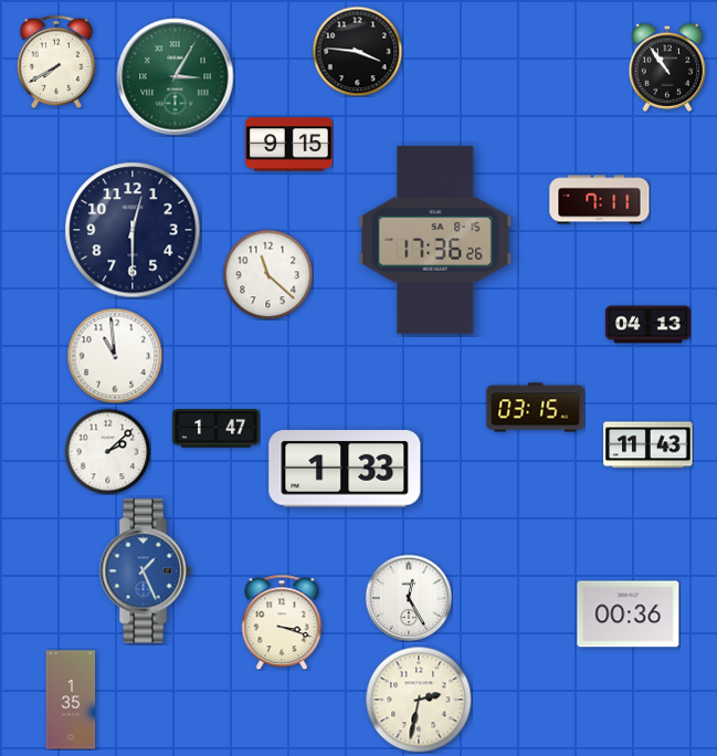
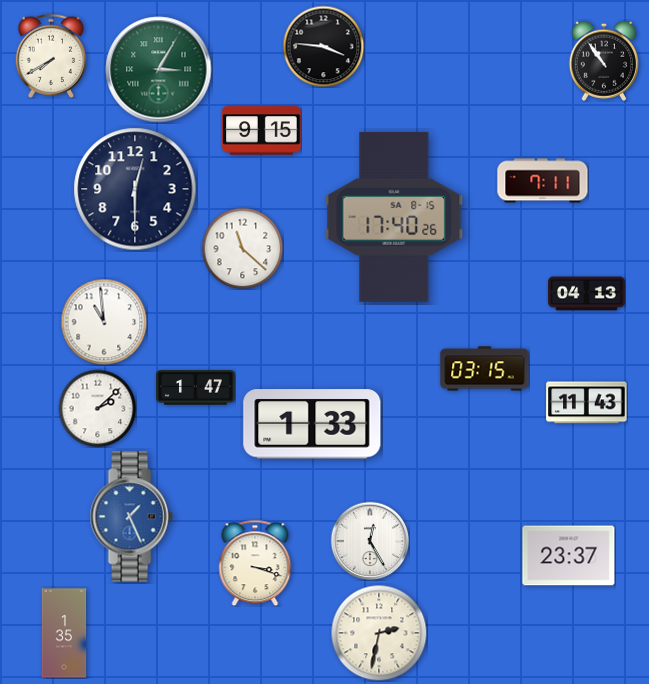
clock at (133, 230) position: (133, 230) -> (135, 189)
clock at (435, 240): 17:36 -> 17:40
clock at (629, 615): 00:36 -> 23:37
